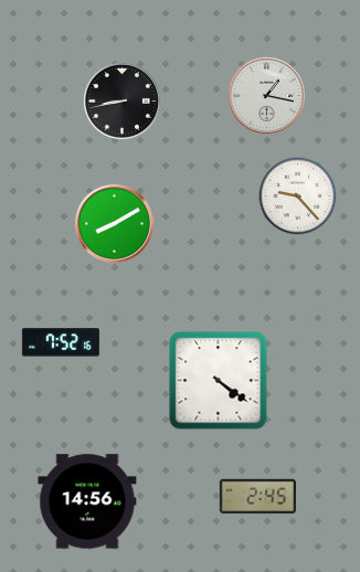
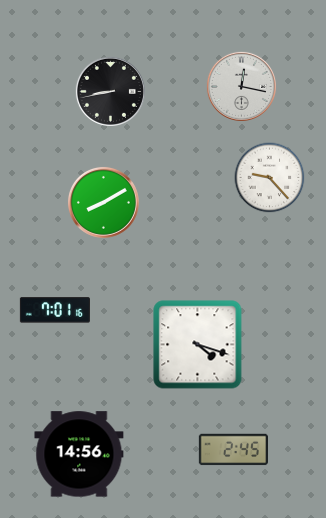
clock at (266, 95): 1:17 -> 12:17
clock at (61, 342): 7:52 -> 7:01
clock at (219, 381): 4:21 -> 4:18
